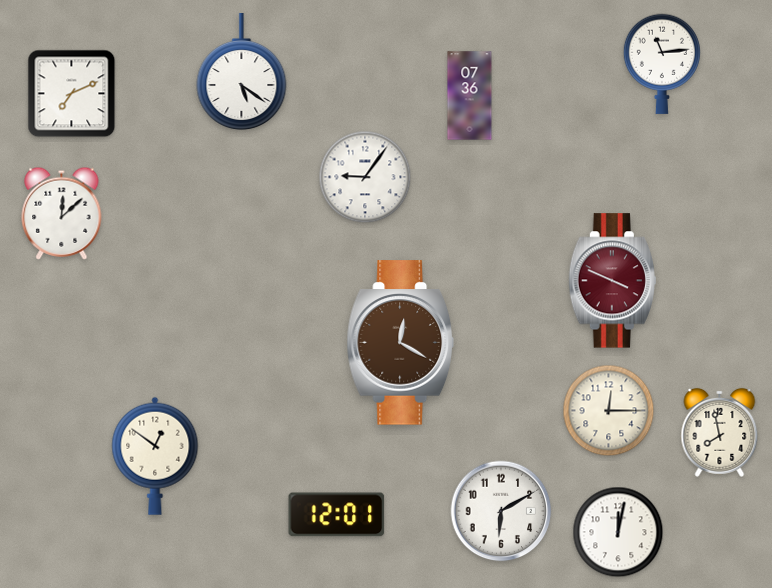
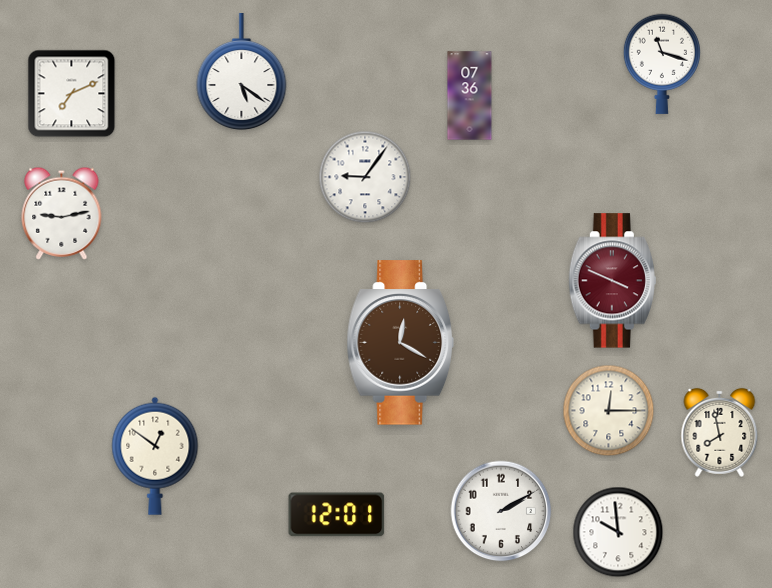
clock at (662, 64): 11:14 -> 11:18
clock at (62, 213): 12:08 -> 9:13
clock at (501, 511): 6:10 -> 2:10
clock at (618, 532): 12:02 -> 9:59
